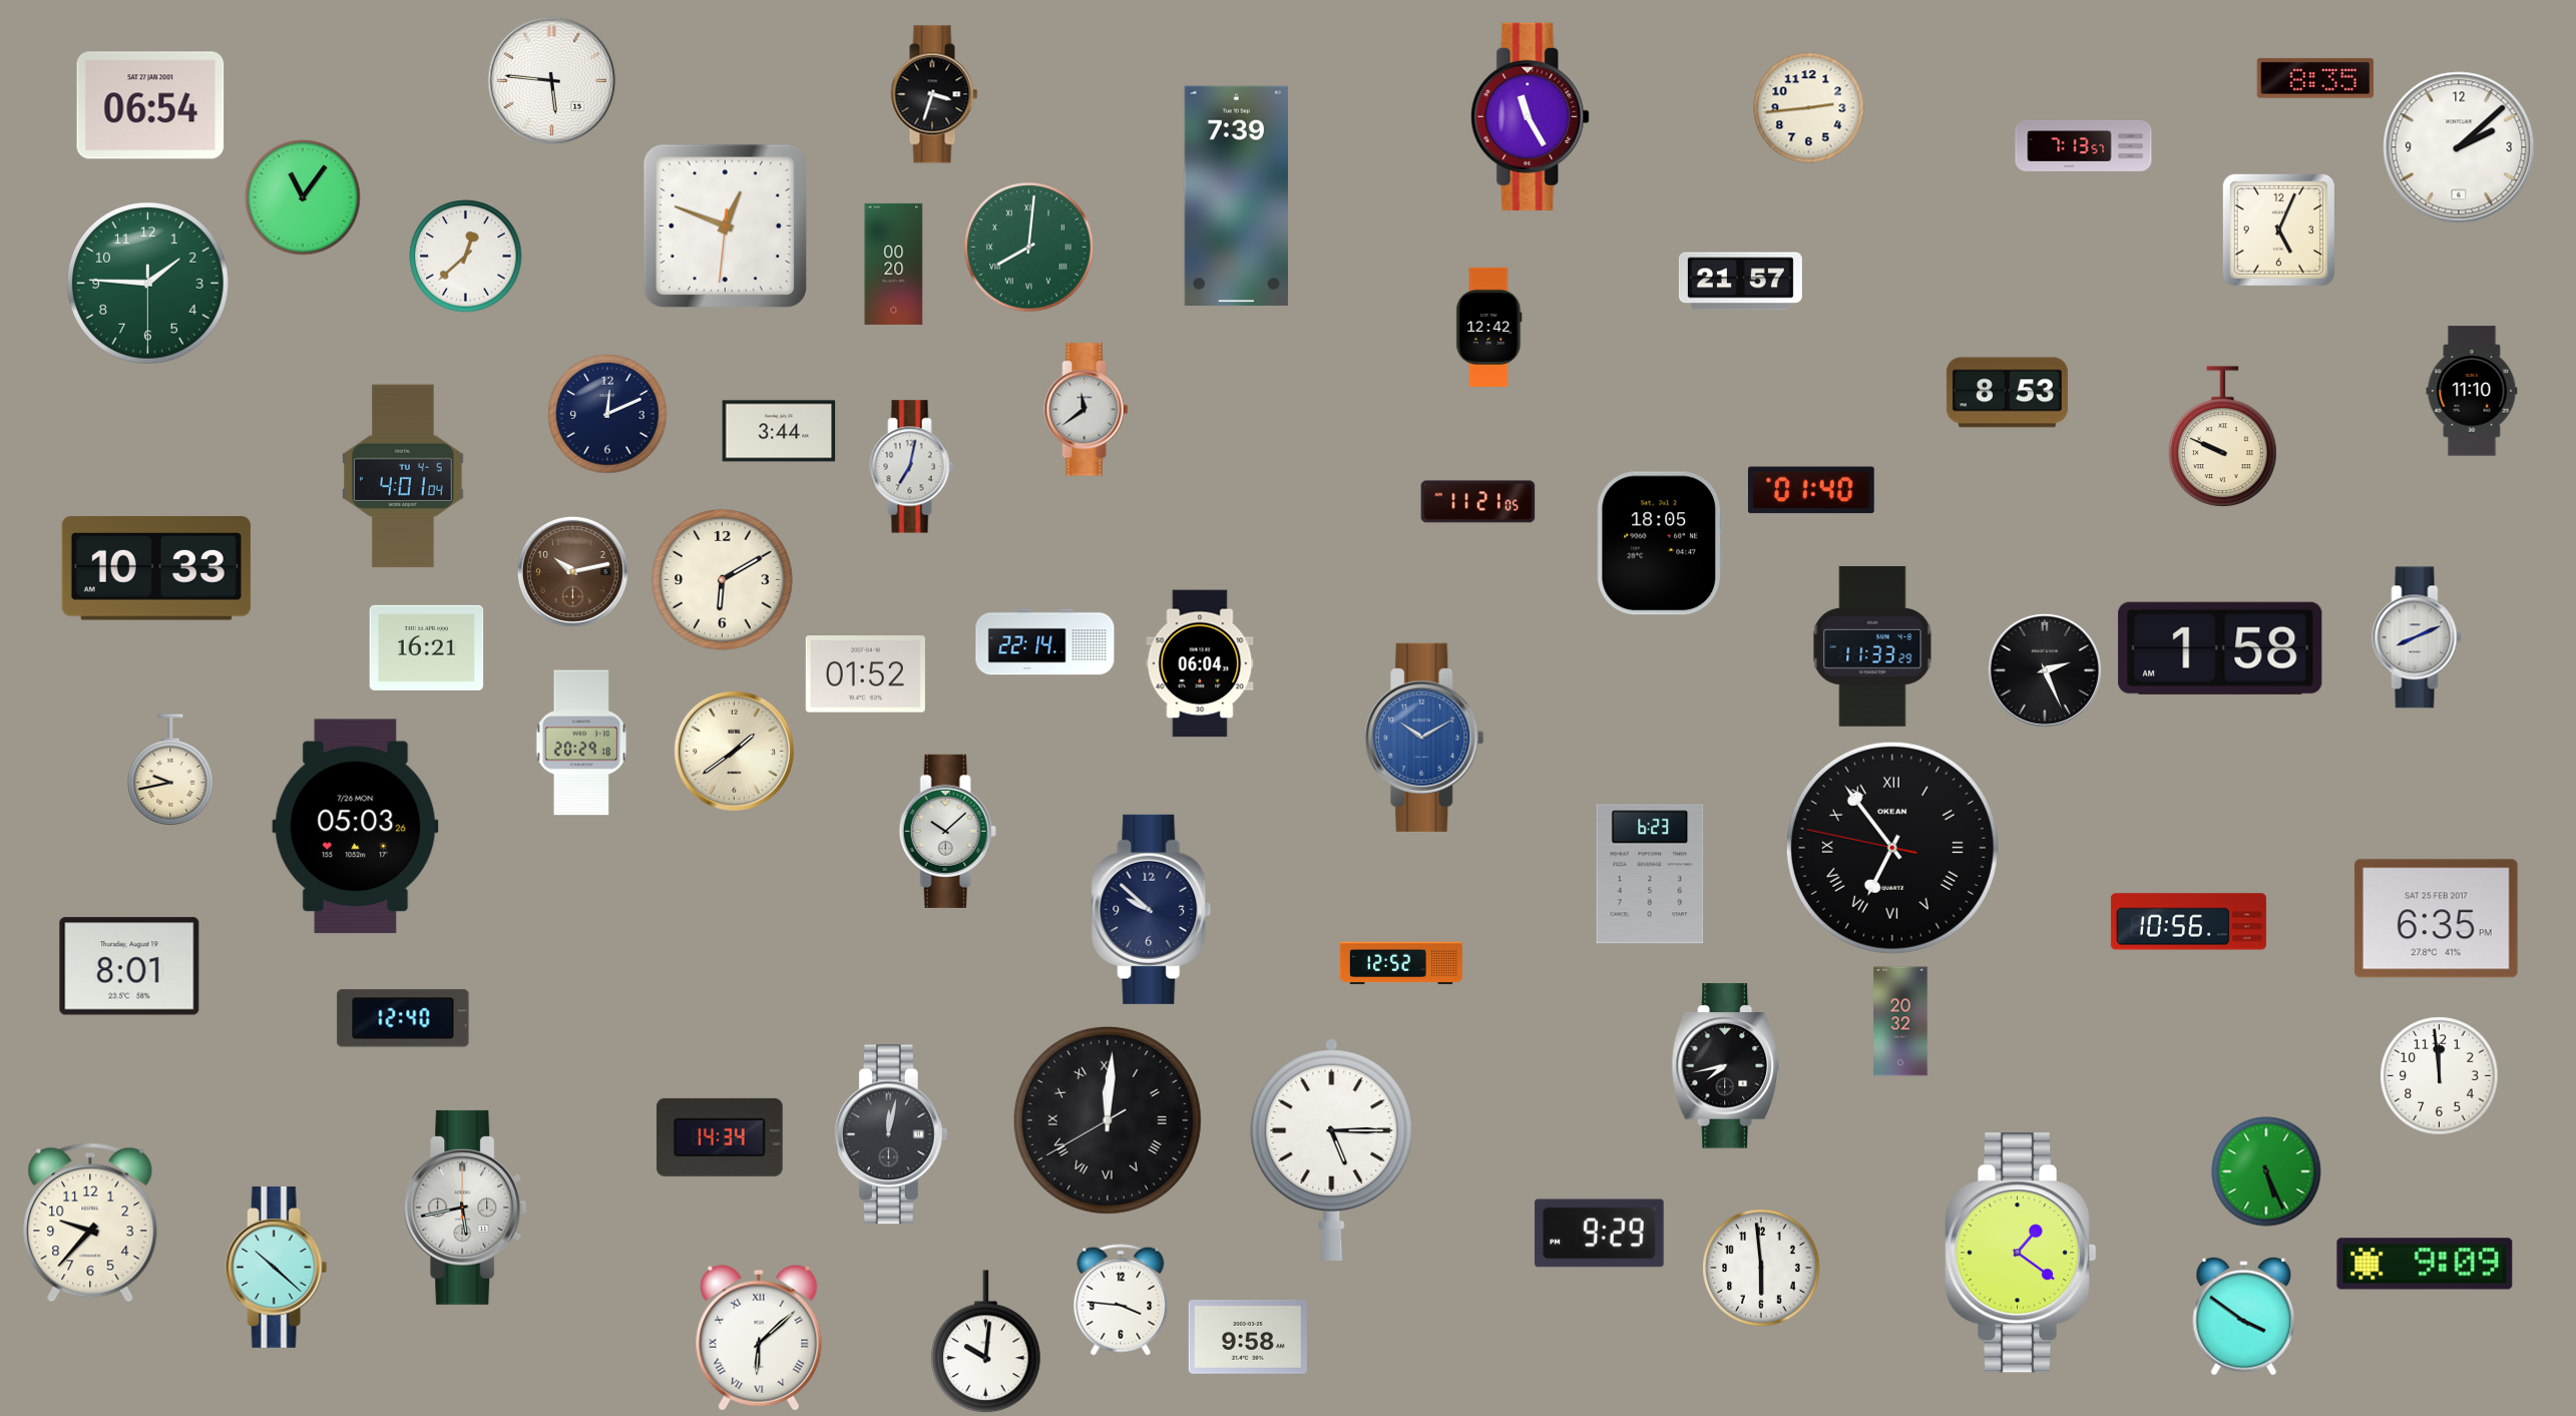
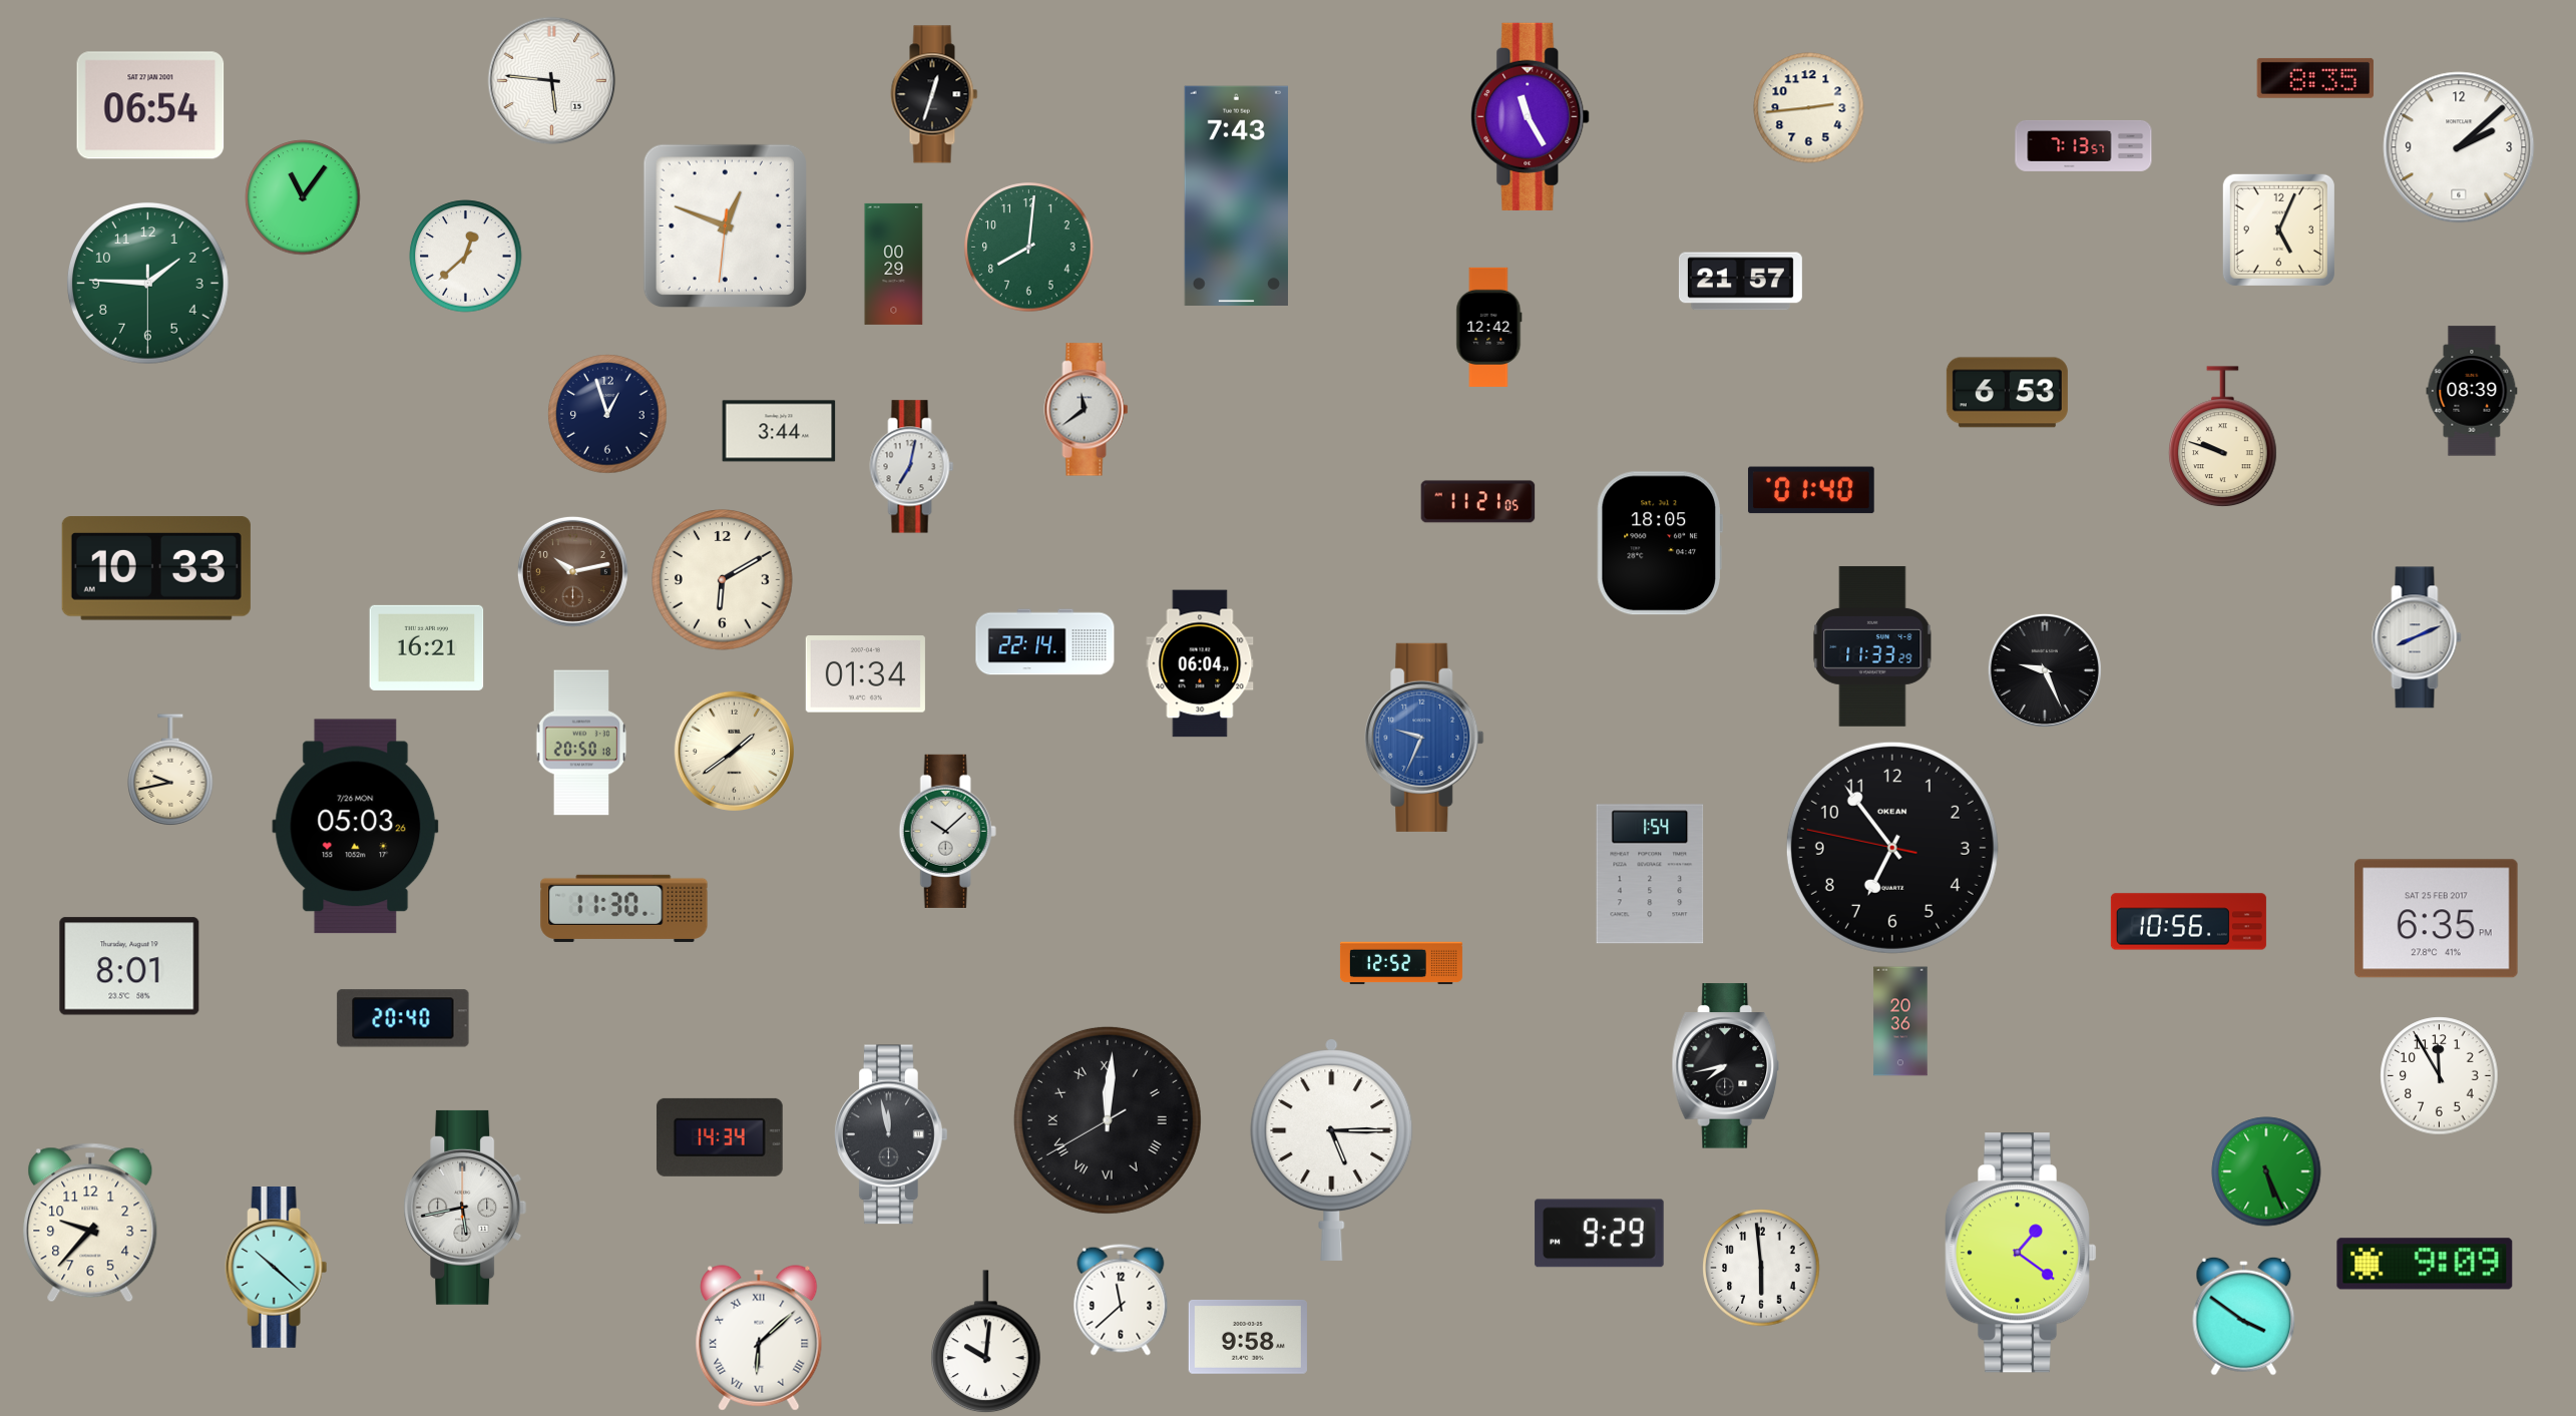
clock at (934, 94): 3:33 -> 12:33
clock at (1236, 195): 7:39 -> 7:43
clock at (1029, 248) numerals: Roman -> Arabic
clock at (894, 264): 00:20 -> 00:29
clock at (2472, 391): 11:10 -> 08:39
clock at (2007, 393): 8:53 -> 6:53
clock at (607, 414): 12:11 -> 12:57
clock at (2223, 437): 9:49 -> 9:48
clock at (403, 476): 4:01 -> none
clock at (2220, 648): 1:58 -> none
clock at (2045, 670): 2:26 -> 9:26
clock at (865, 674): 01:52 -> 01:34
clock at (1424, 738): 10:10 -> 9:34
clock at (581, 743): 20:29 -> 20:50
clock at (1892, 848) numerals: Roman -> Arabic
clock at (1650, 874): 6:23 -> 1:54
clock at (624, 908): none -> 11:30
clock at (1152, 909): 9:52 -> none
clock at (403, 1018): 12:40 -> 20:40
clock at (1900, 1021): 20:32 -> 20:36
clock at (2440, 1076): 11:59 -> 11:55
clock at (891, 1134): 12:02 -> 11:58
clock at (1121, 1300): 3:46 -> 11:38
